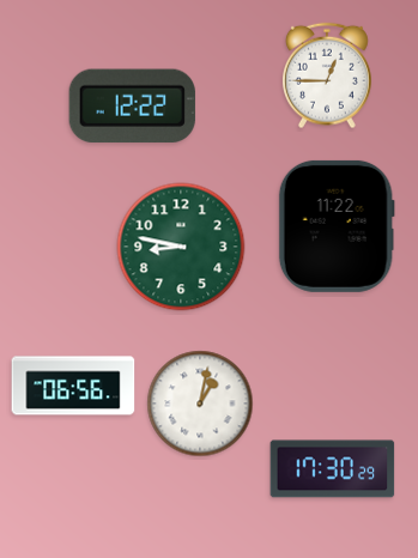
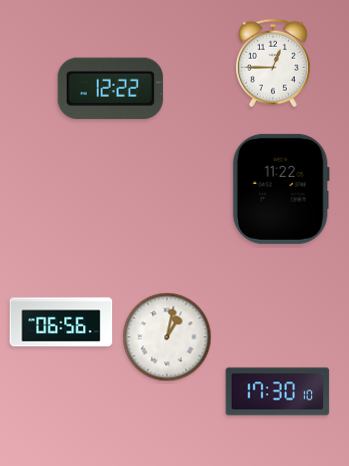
clock at (181, 247): 8:47 -> none
clock at (333, 469): 17:30:29 -> 17:30:10
